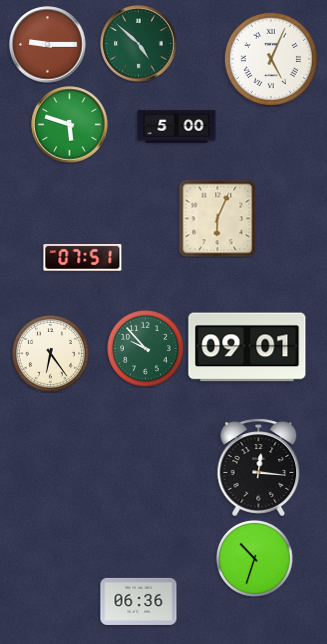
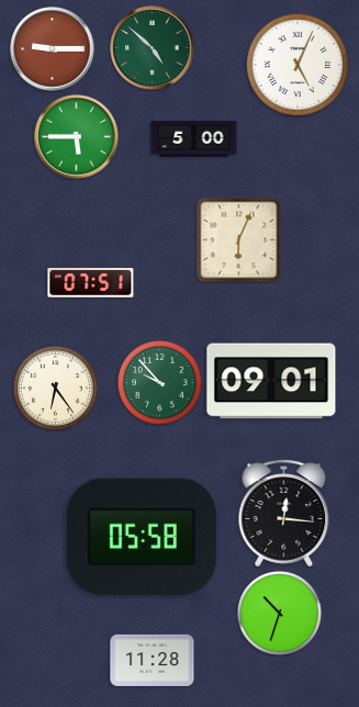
clock at (70, 125): 5:48 -> 5:45
clock at (142, 537): none -> 05:58
clock at (139, 601): 06:36 -> 11:28
